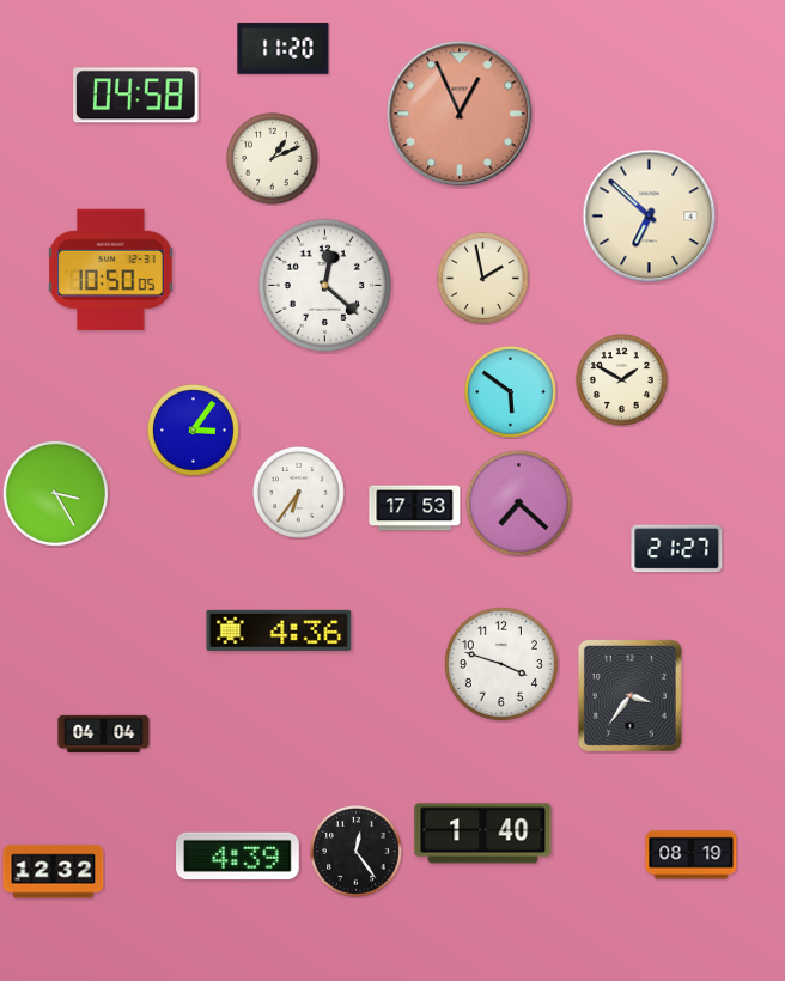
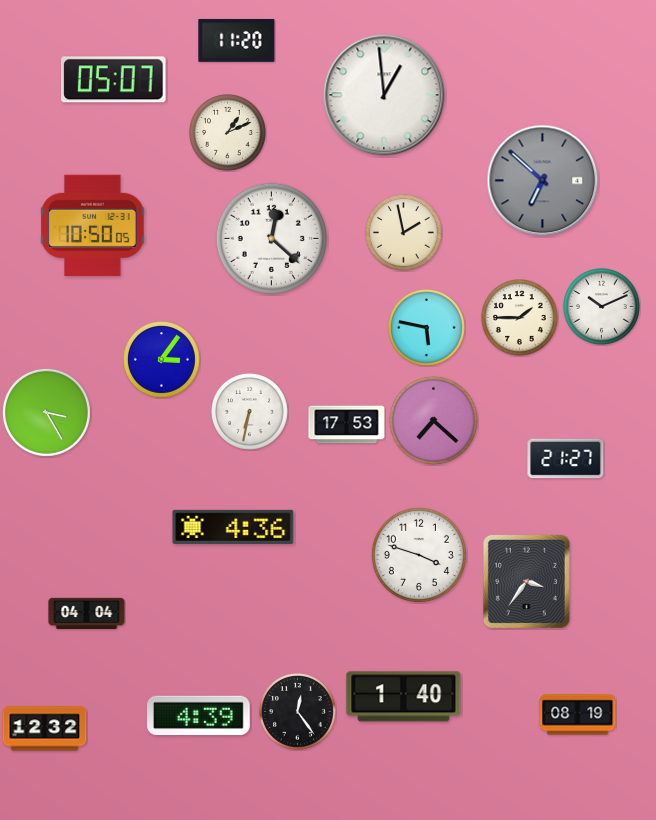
clock at (136, 96): 04:58 -> 05:07
clock at (460, 114): 12:56 -> 12:59
clock at (460, 114) dial: salmon -> white
clock at (650, 217) dial: cream -> grey
clock at (602, 307): none -> 10:11
clock at (622, 380): 1:50 -> 1:45
clock at (511, 392): 5:51 -> 5:47
clock at (299, 493): 6:36 -> 6:32
